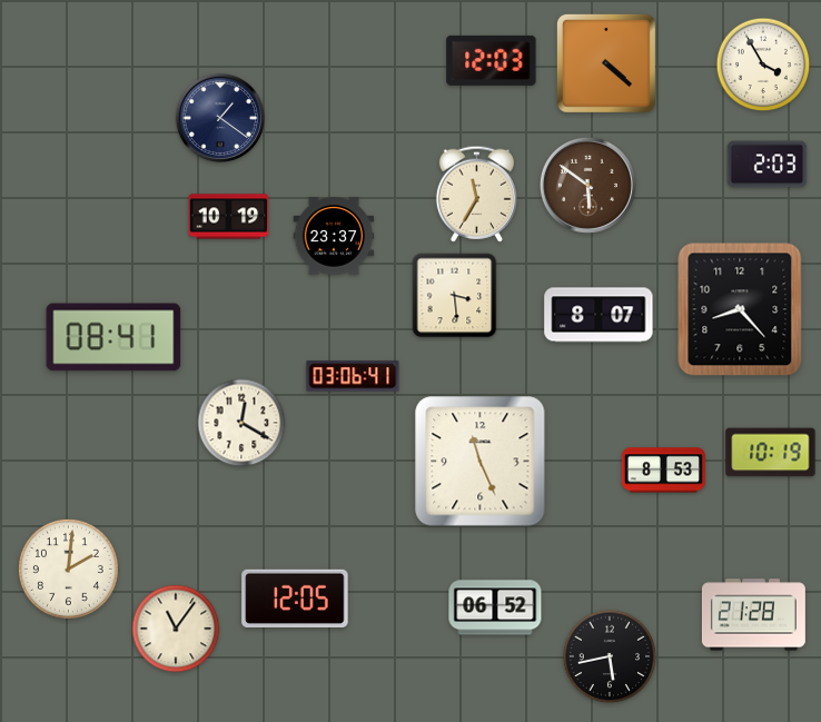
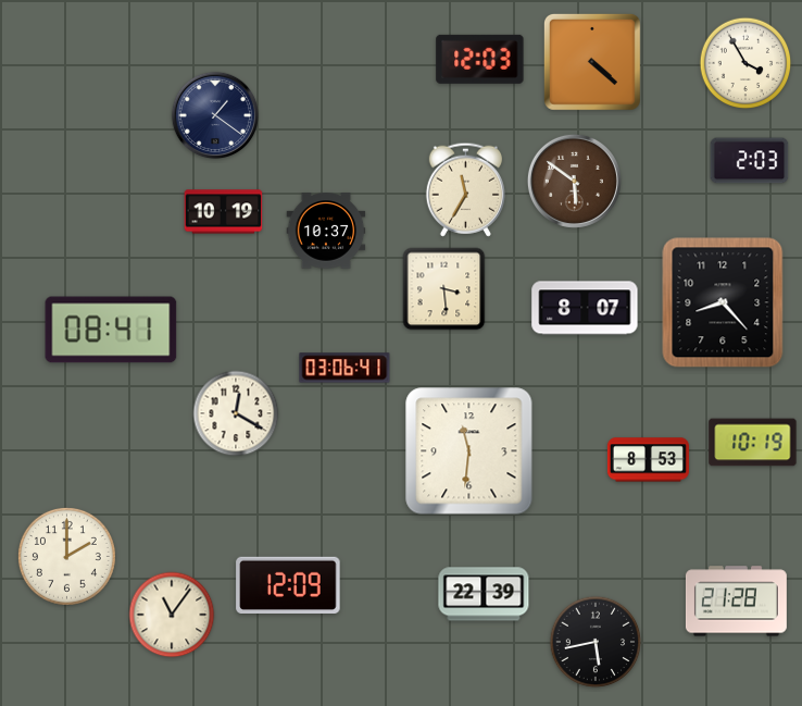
clock at (334, 236): 23:37 -> 10:37
clock at (481, 462): 11:26 -> 11:31
clock at (68, 568): 2:01 -> 2:00
clock at (295, 597): 12:05 -> 12:09
clock at (495, 607): 06:52 -> 22:39
